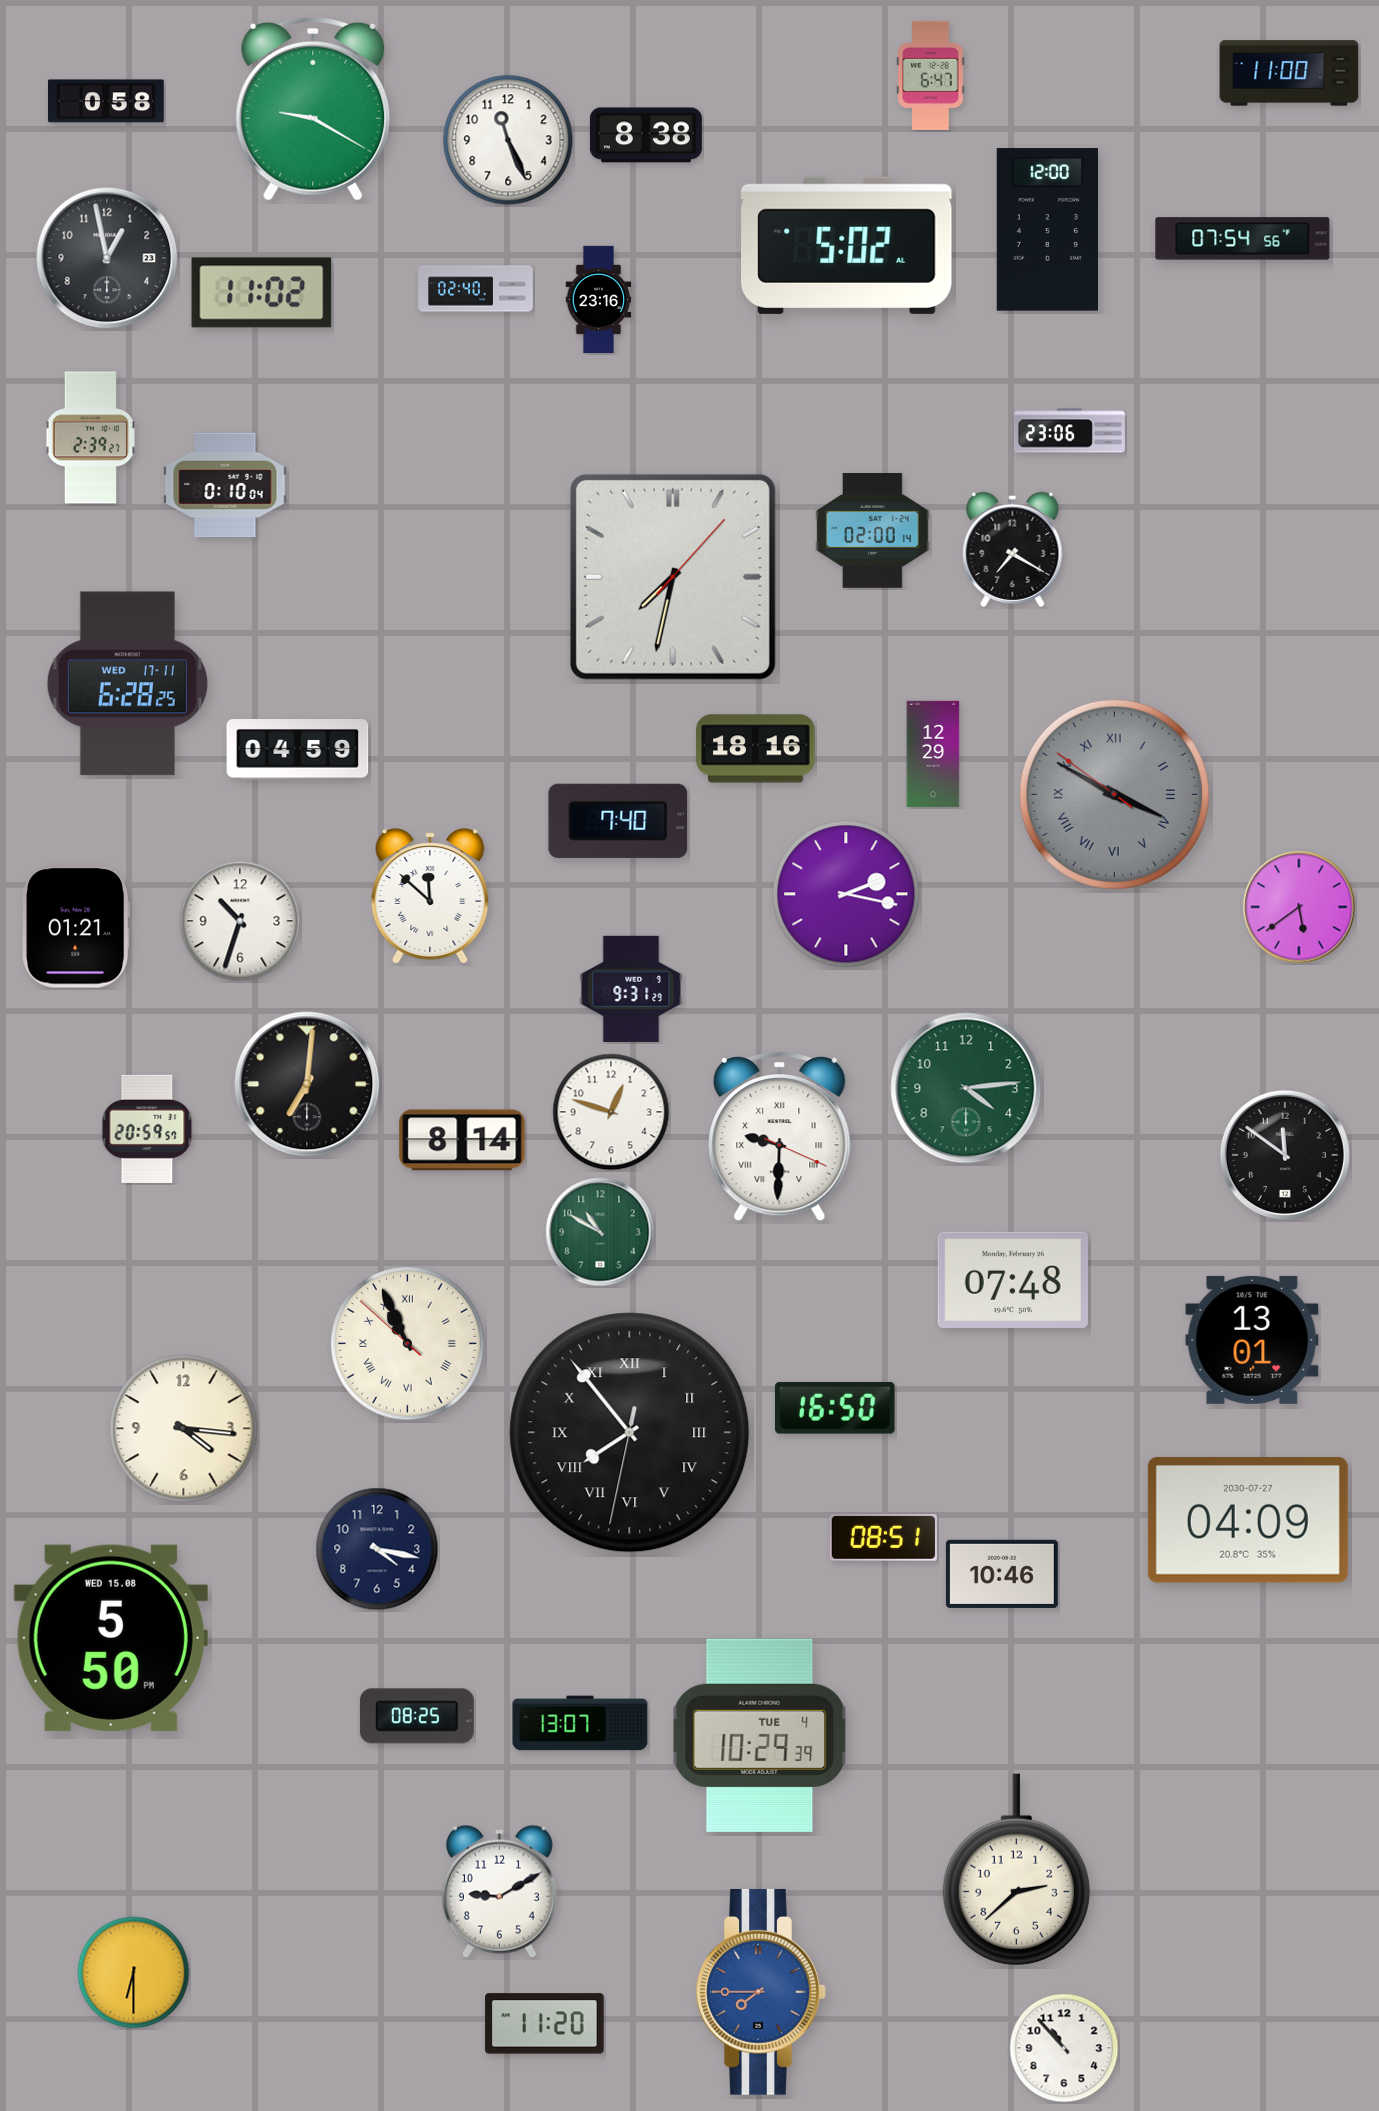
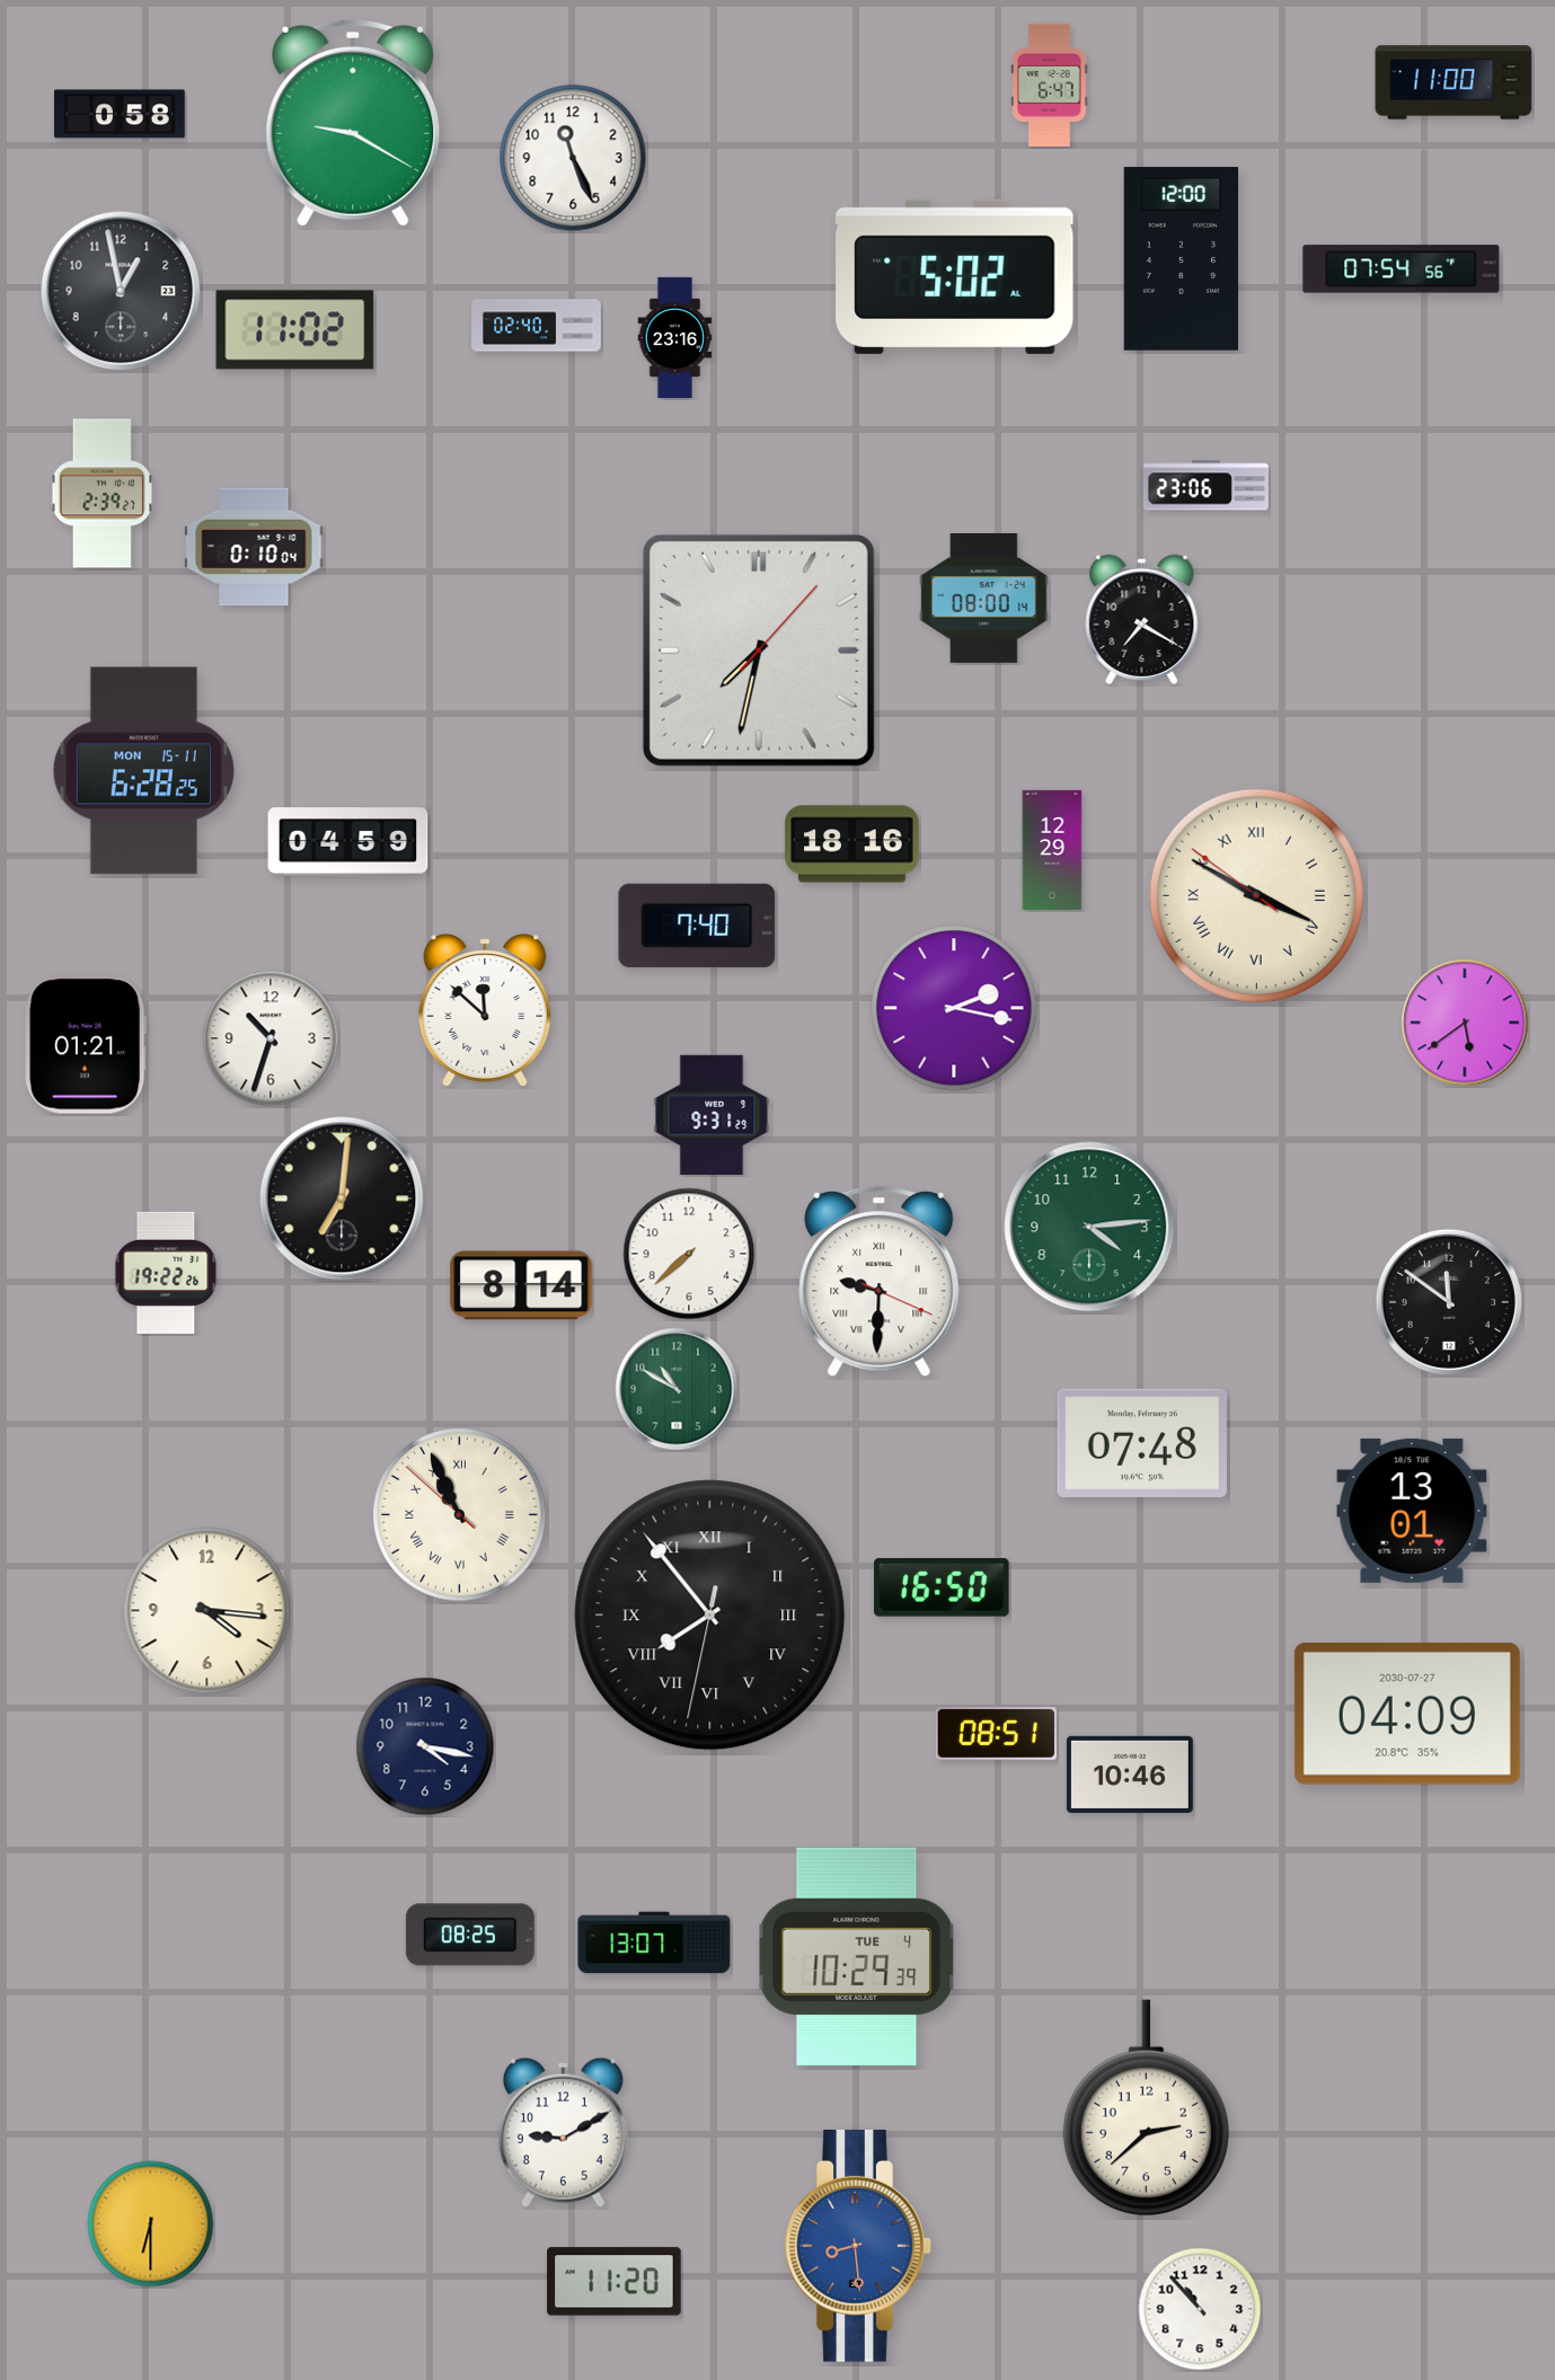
clock at (646, 135): 8:38 -> none
clock at (873, 531): 02:00 -> 08:00
clock at (127, 684) date: WED 17-11 -> MON 15-11
clock at (298, 750) position: (298, 750) -> (348, 842)
clock at (1114, 794) dial: grey -> cream
clock at (307, 1084) position: (307, 1084) -> (342, 1198)
clock at (611, 1112): 12:48 -> 7:38
clock at (147, 1129): 20:59 -> 19:22
clock at (111, 1638): 5:50 -> none
clock at (761, 1992): 7:45 -> 8:29
